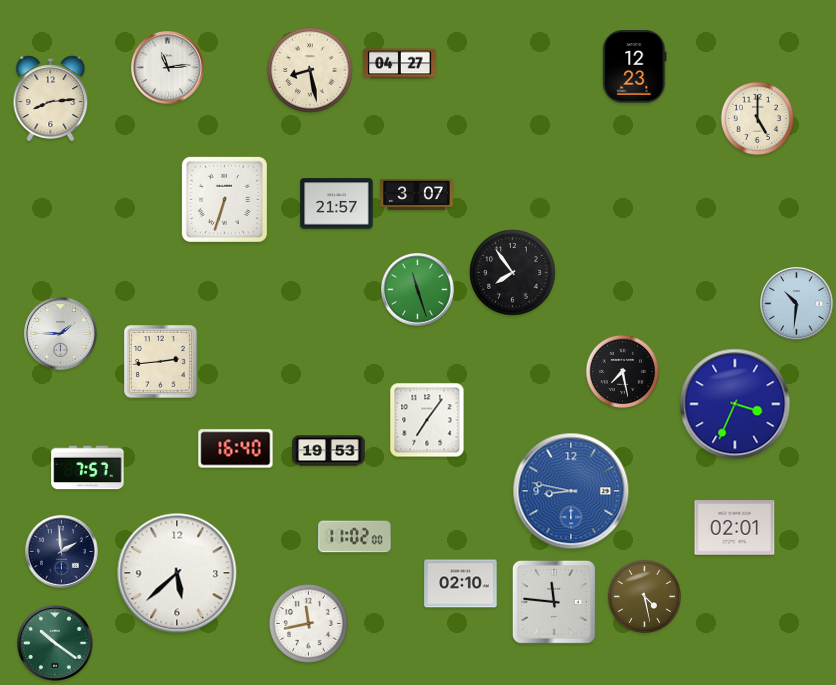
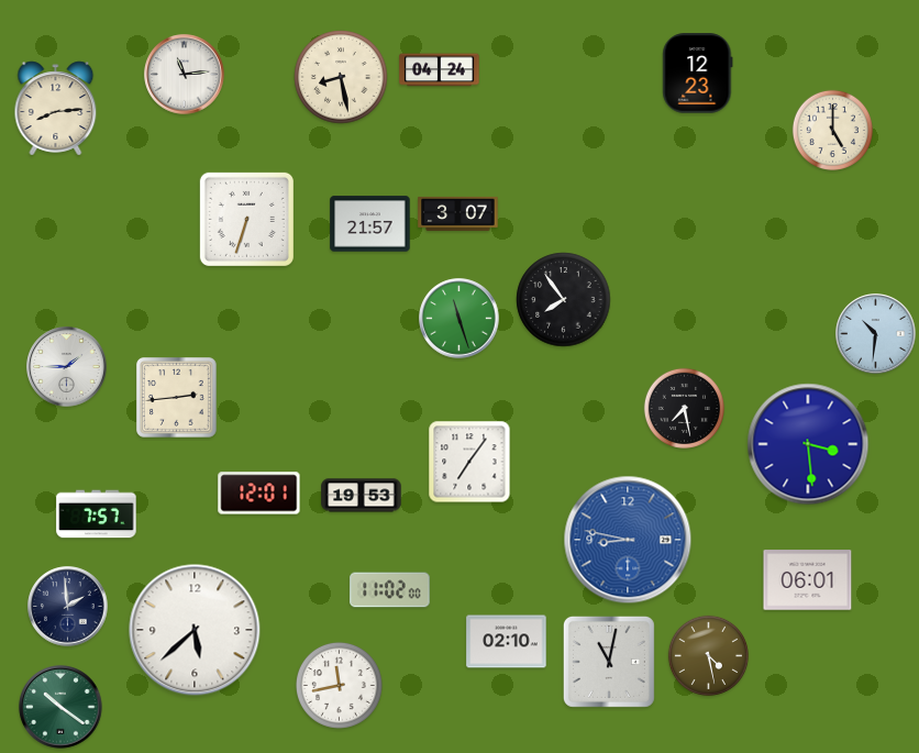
clock at (400, 64): 04:27 -> 04:24
clock at (735, 404): 3:34 -> 3:29
clock at (236, 449): 16:40 -> 12:01
clock at (735, 528): 02:01 -> 06:01
clock at (554, 602): 11:46 -> 11:02
